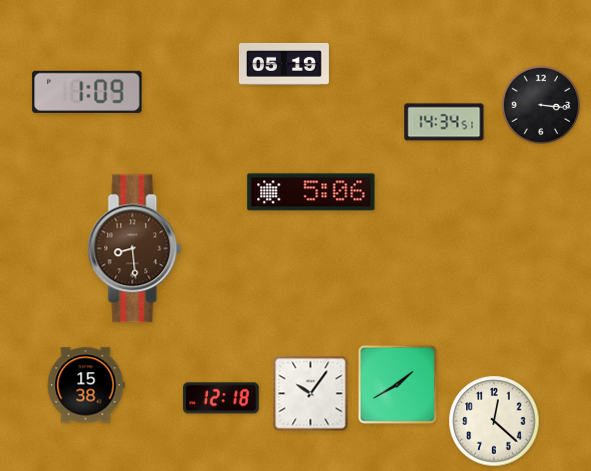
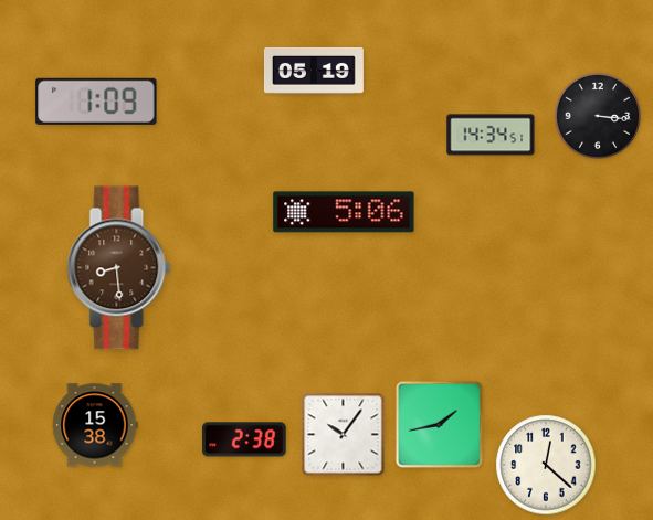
clock at (135, 249) position: (135, 249) -> (119, 268)
clock at (397, 384): 1:40 -> 1:43
clock at (221, 398): 12:18 -> 2:38
